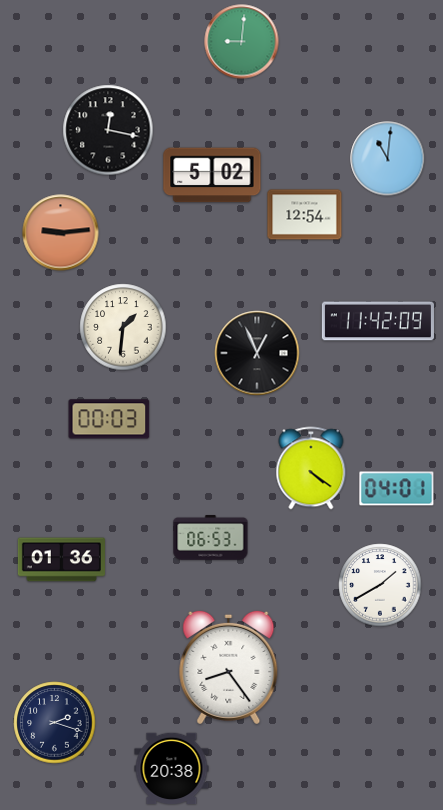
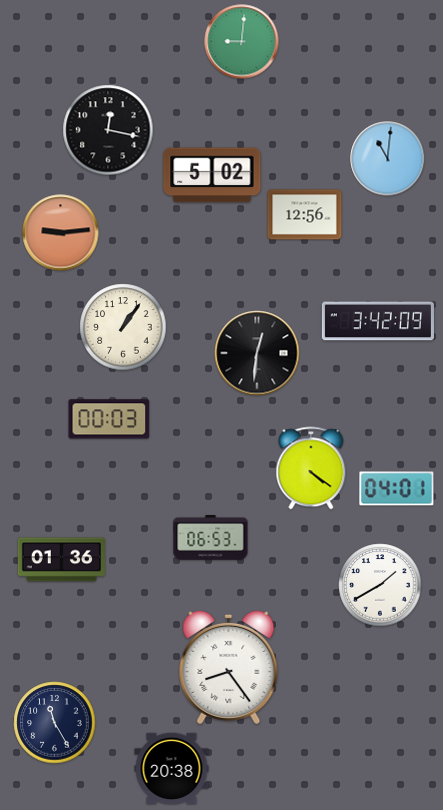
clock at (305, 215): 12:54 -> 12:56
clock at (378, 321): 11:42 -> 3:42
clock at (123, 327): 1:31 -> 1:06
clock at (257, 353): 12:56 -> 12:31
clock at (55, 723): 2:18 -> 11:25
